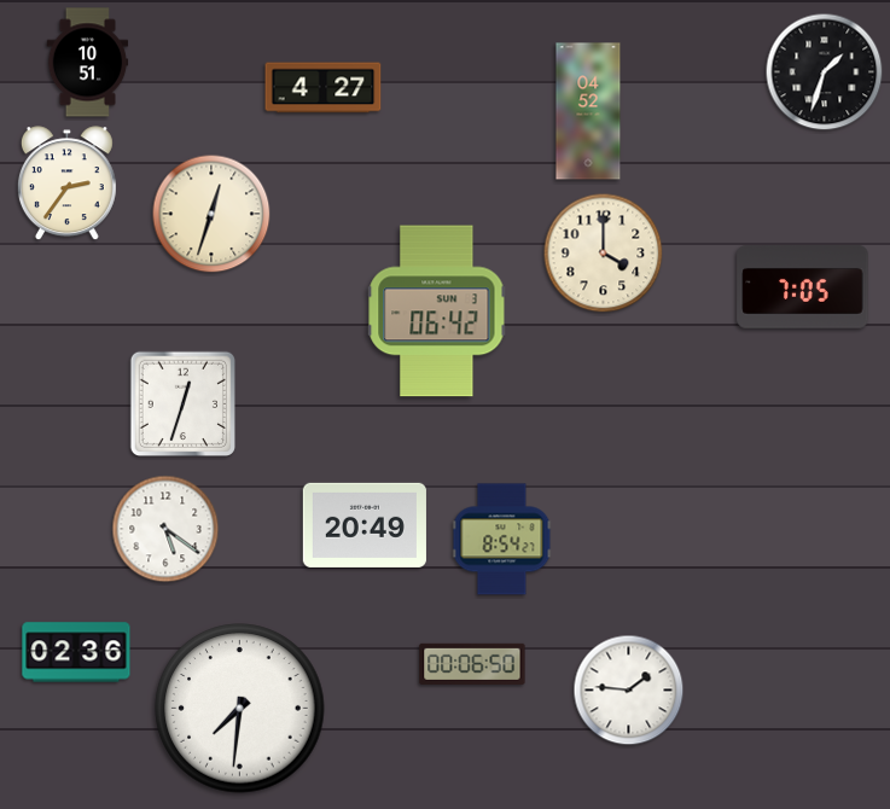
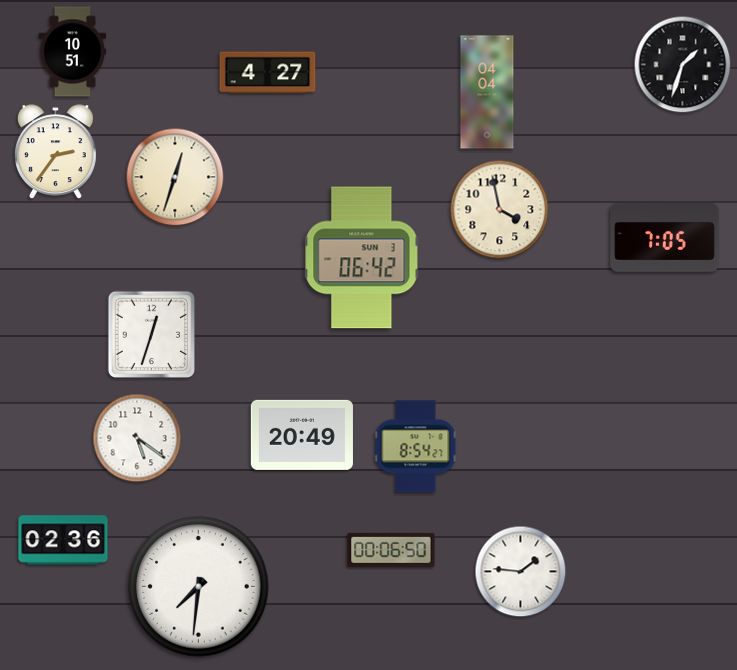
clock at (825, 72) position: (825, 72) -> (683, 65)
clock at (588, 111): 04:52 -> 04:04
clock at (604, 254): 4:00 -> 3:58
